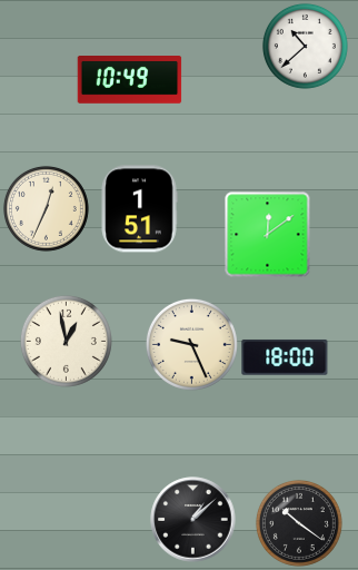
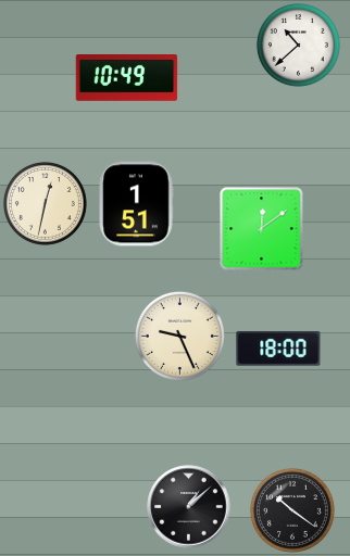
clock at (46, 208): 12:34 -> 12:32
clock at (66, 341): 12:58 -> none
clock at (191, 344) position: (191, 344) -> (179, 336)
